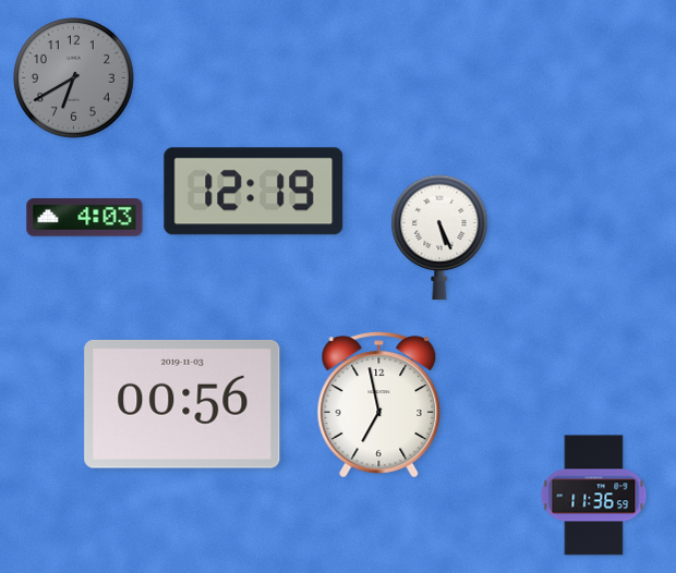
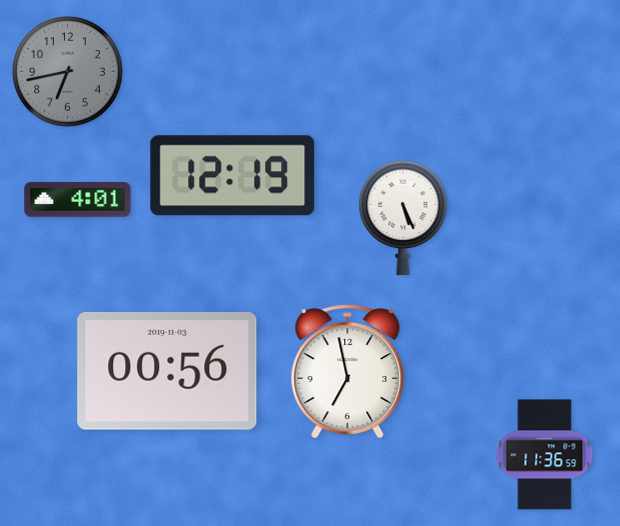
clock at (74, 78): 6:40 -> 6:43
clock at (85, 218): 4:03 -> 4:01
